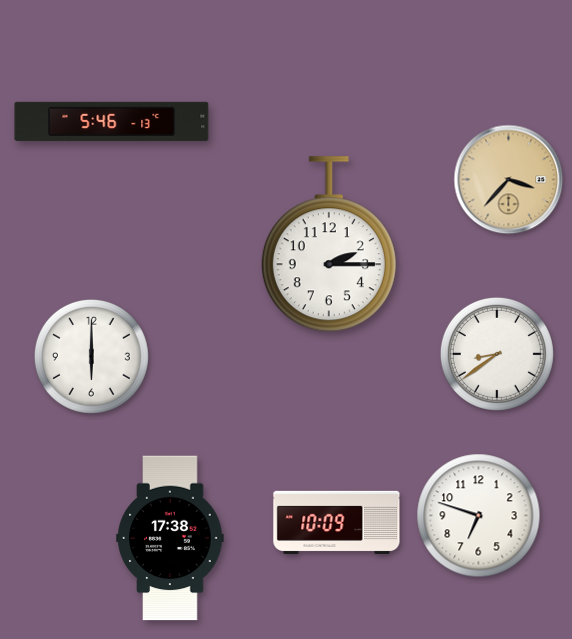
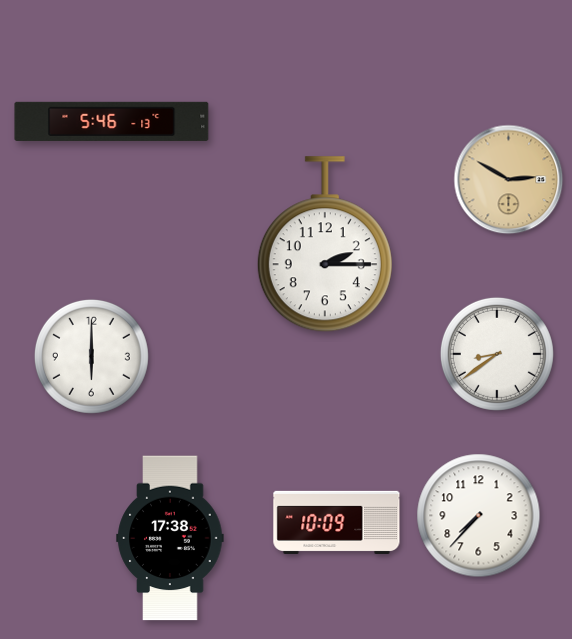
clock at (509, 180): 3:37 -> 2:50
clock at (329, 245) position: (329, 245) -> (325, 245)
clock at (479, 516): 6:48 -> 7:37
